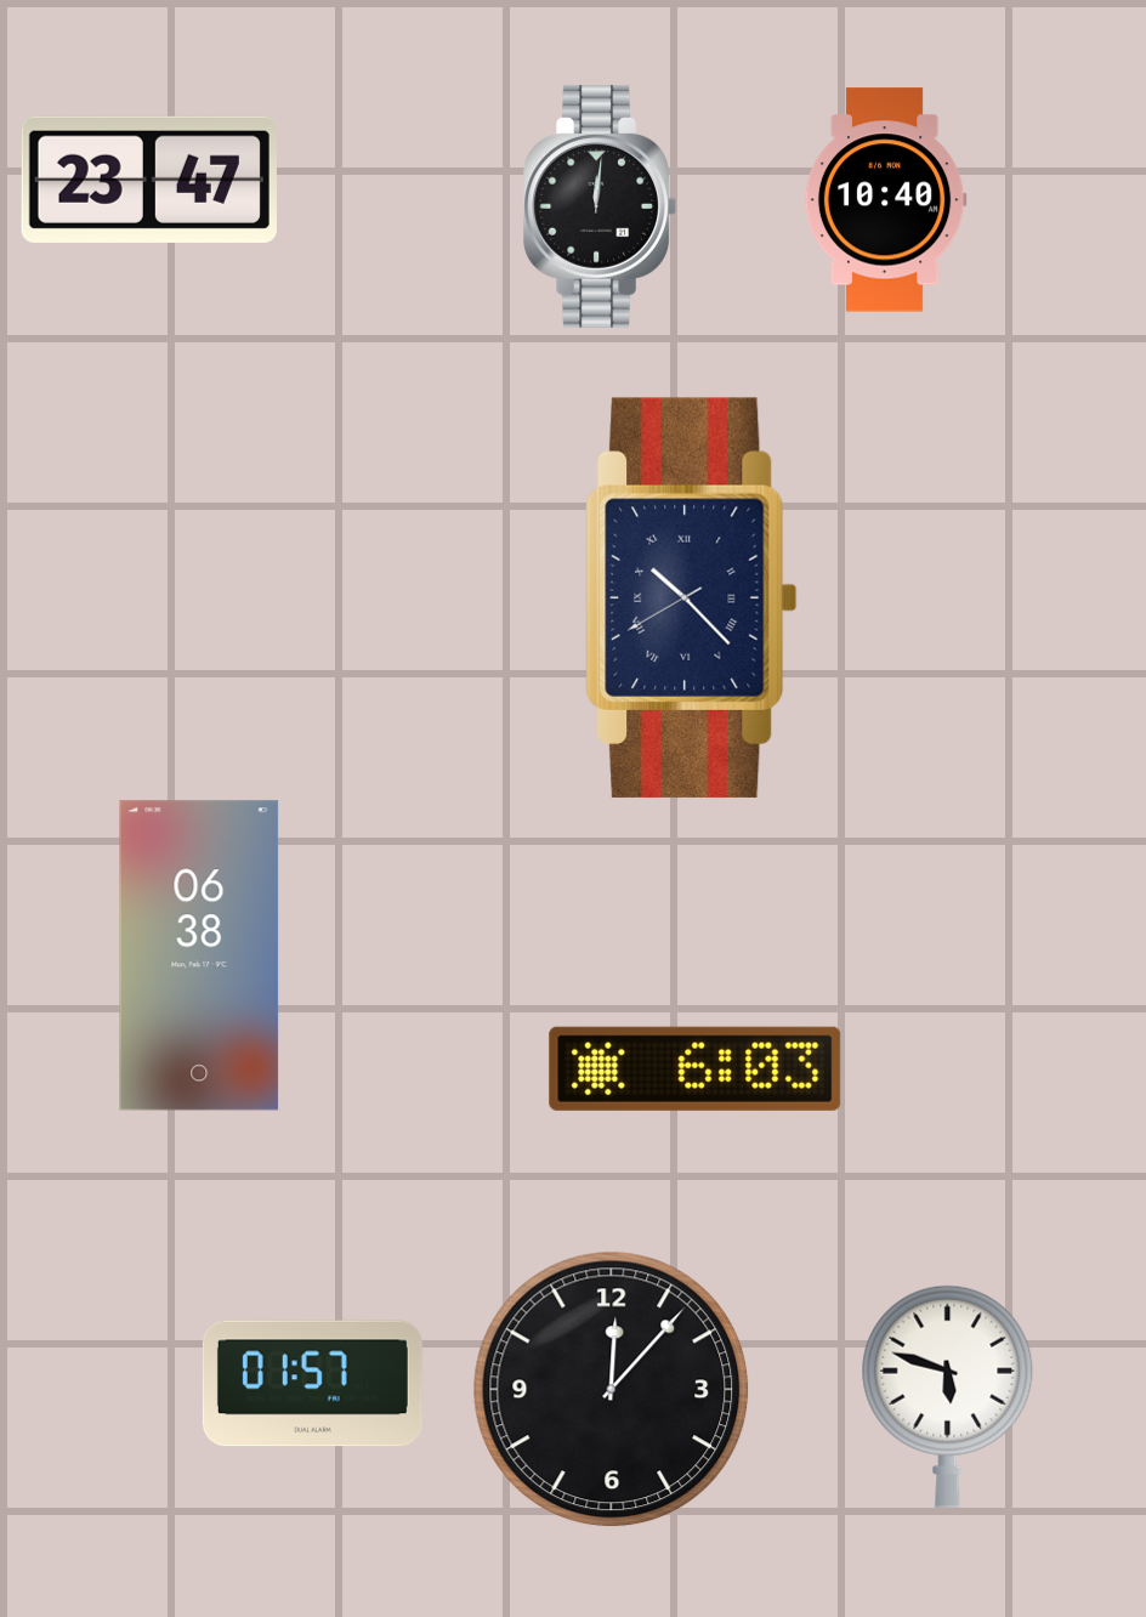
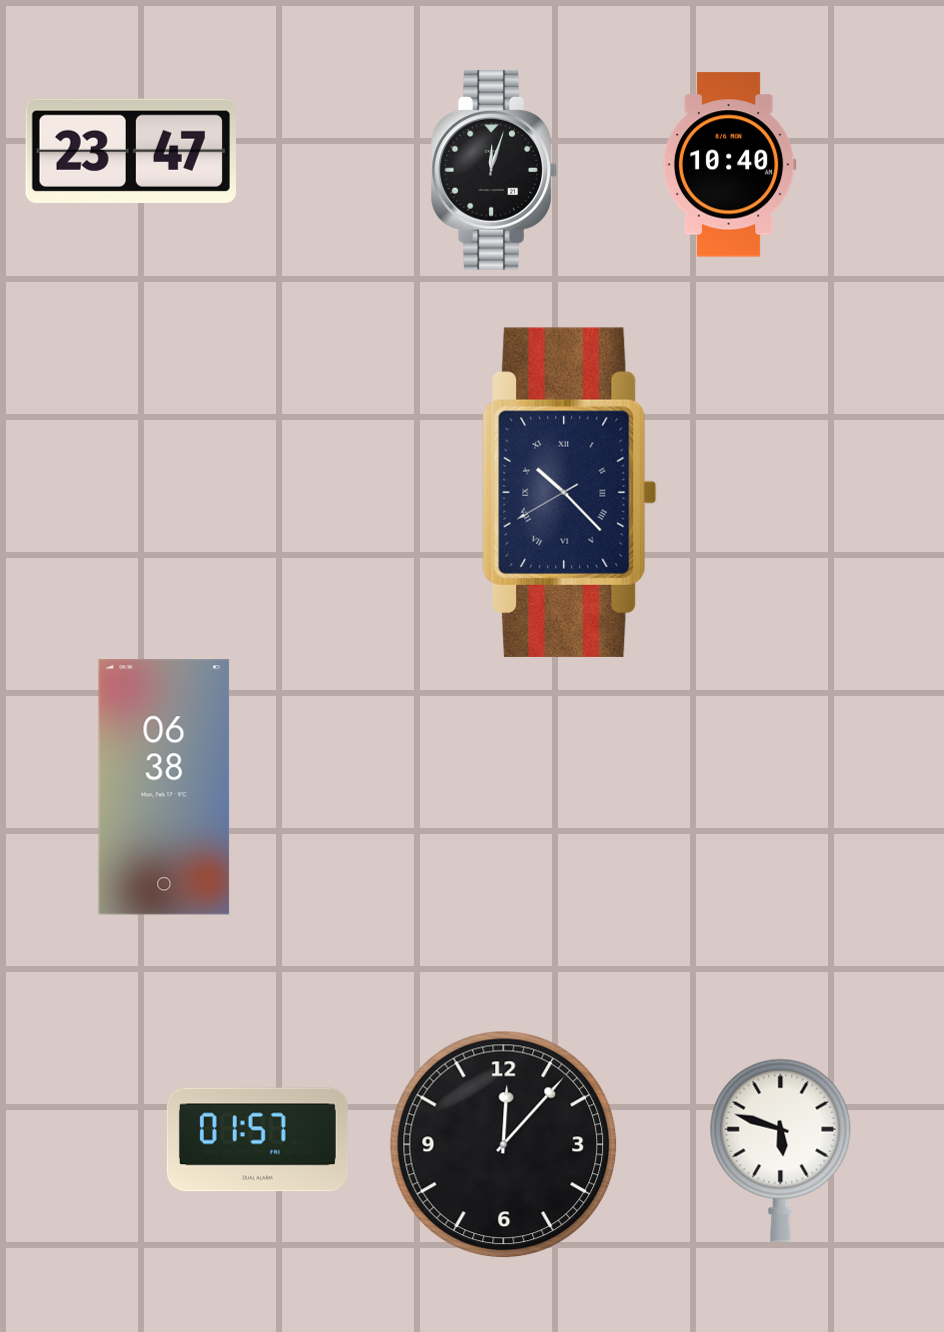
clock at (149, 180) position: (149, 180) -> (131, 151)
clock at (600, 206): 12:01 -> 12:03
clock at (696, 1068): 6:03 -> none
